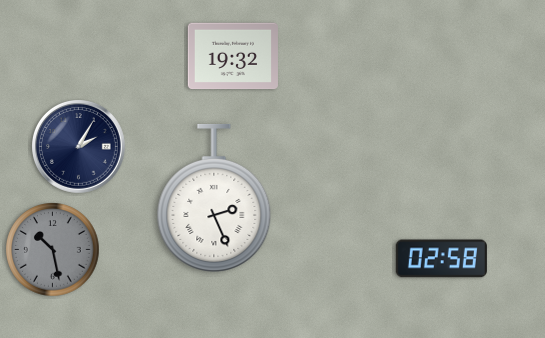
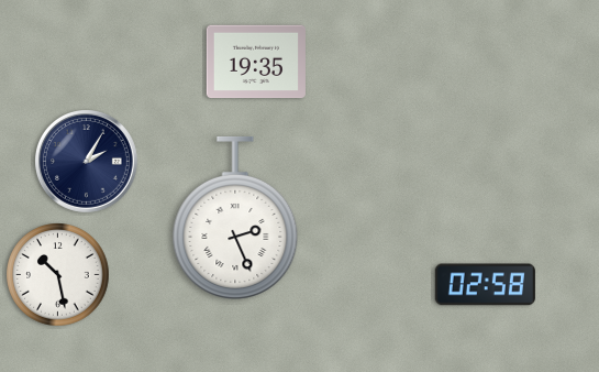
clock at (233, 56): 19:32 -> 19:35
clock at (53, 250) dial: grey -> white
